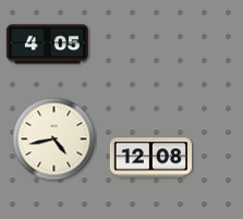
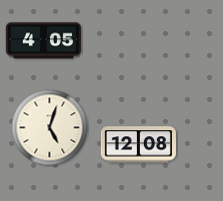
clock at (54, 139): 4:43 -> 5:03
